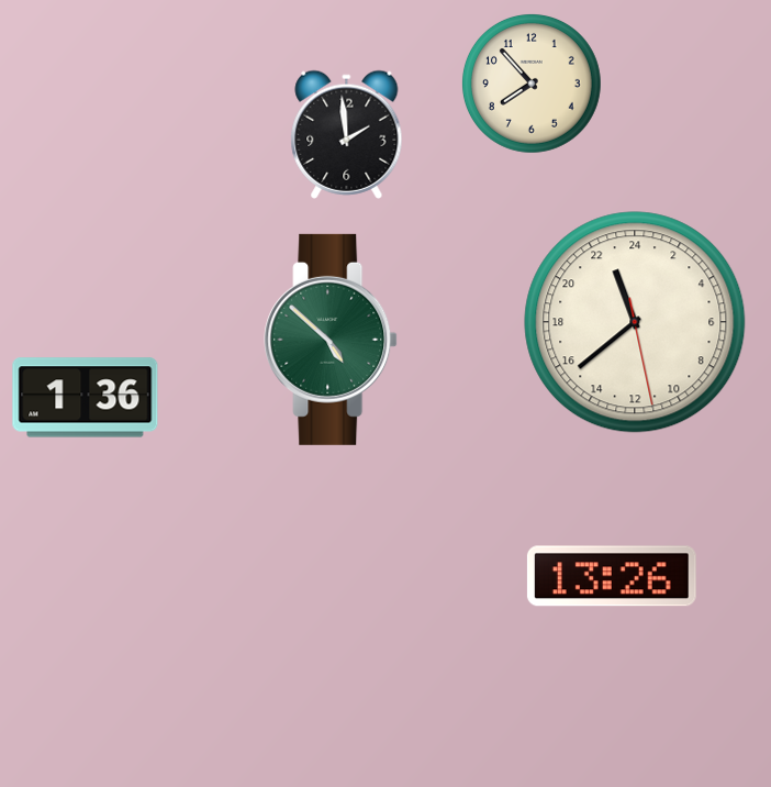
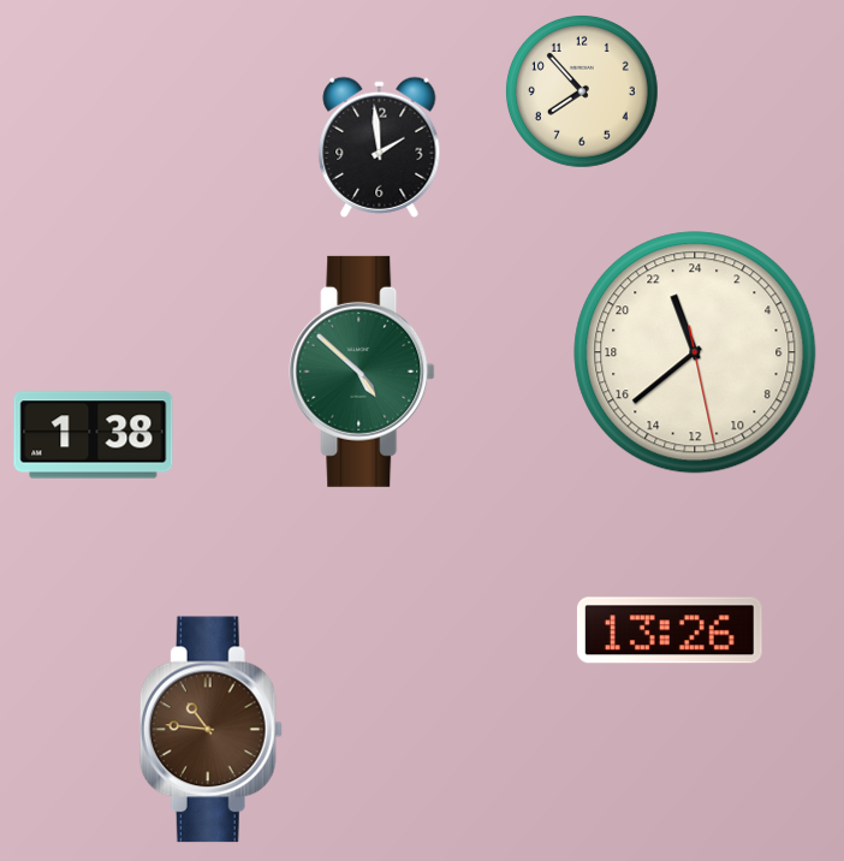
clock at (86, 398): 1:36 -> 1:38
clock at (210, 730): none -> 10:46
